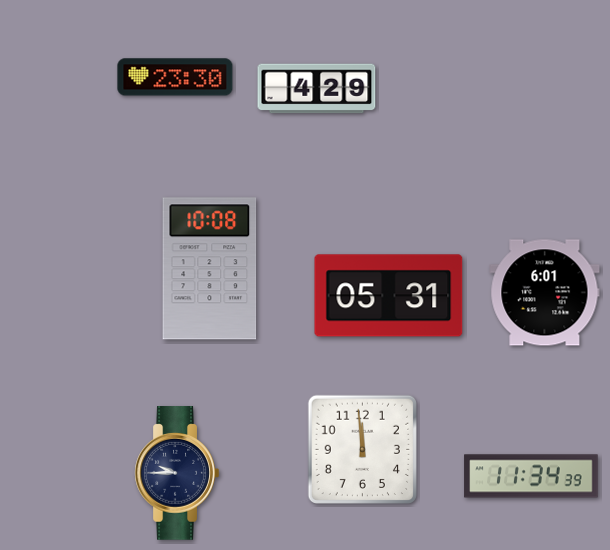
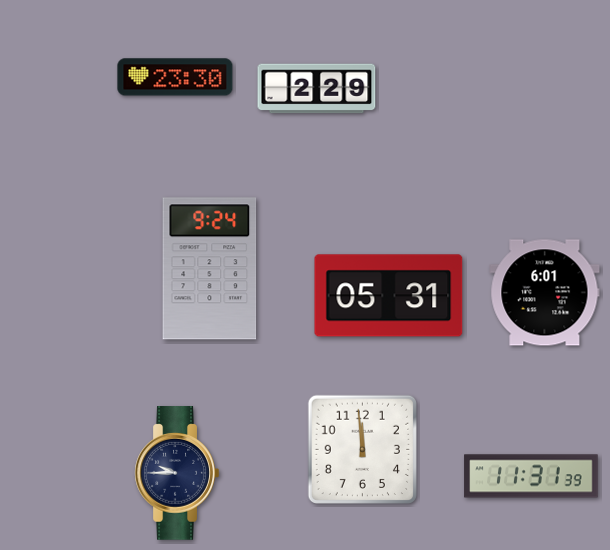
clock at (317, 89): 4:29 -> 2:29
clock at (210, 269): 10:08 -> 9:24
clock at (531, 476): 11:34 -> 11:31
